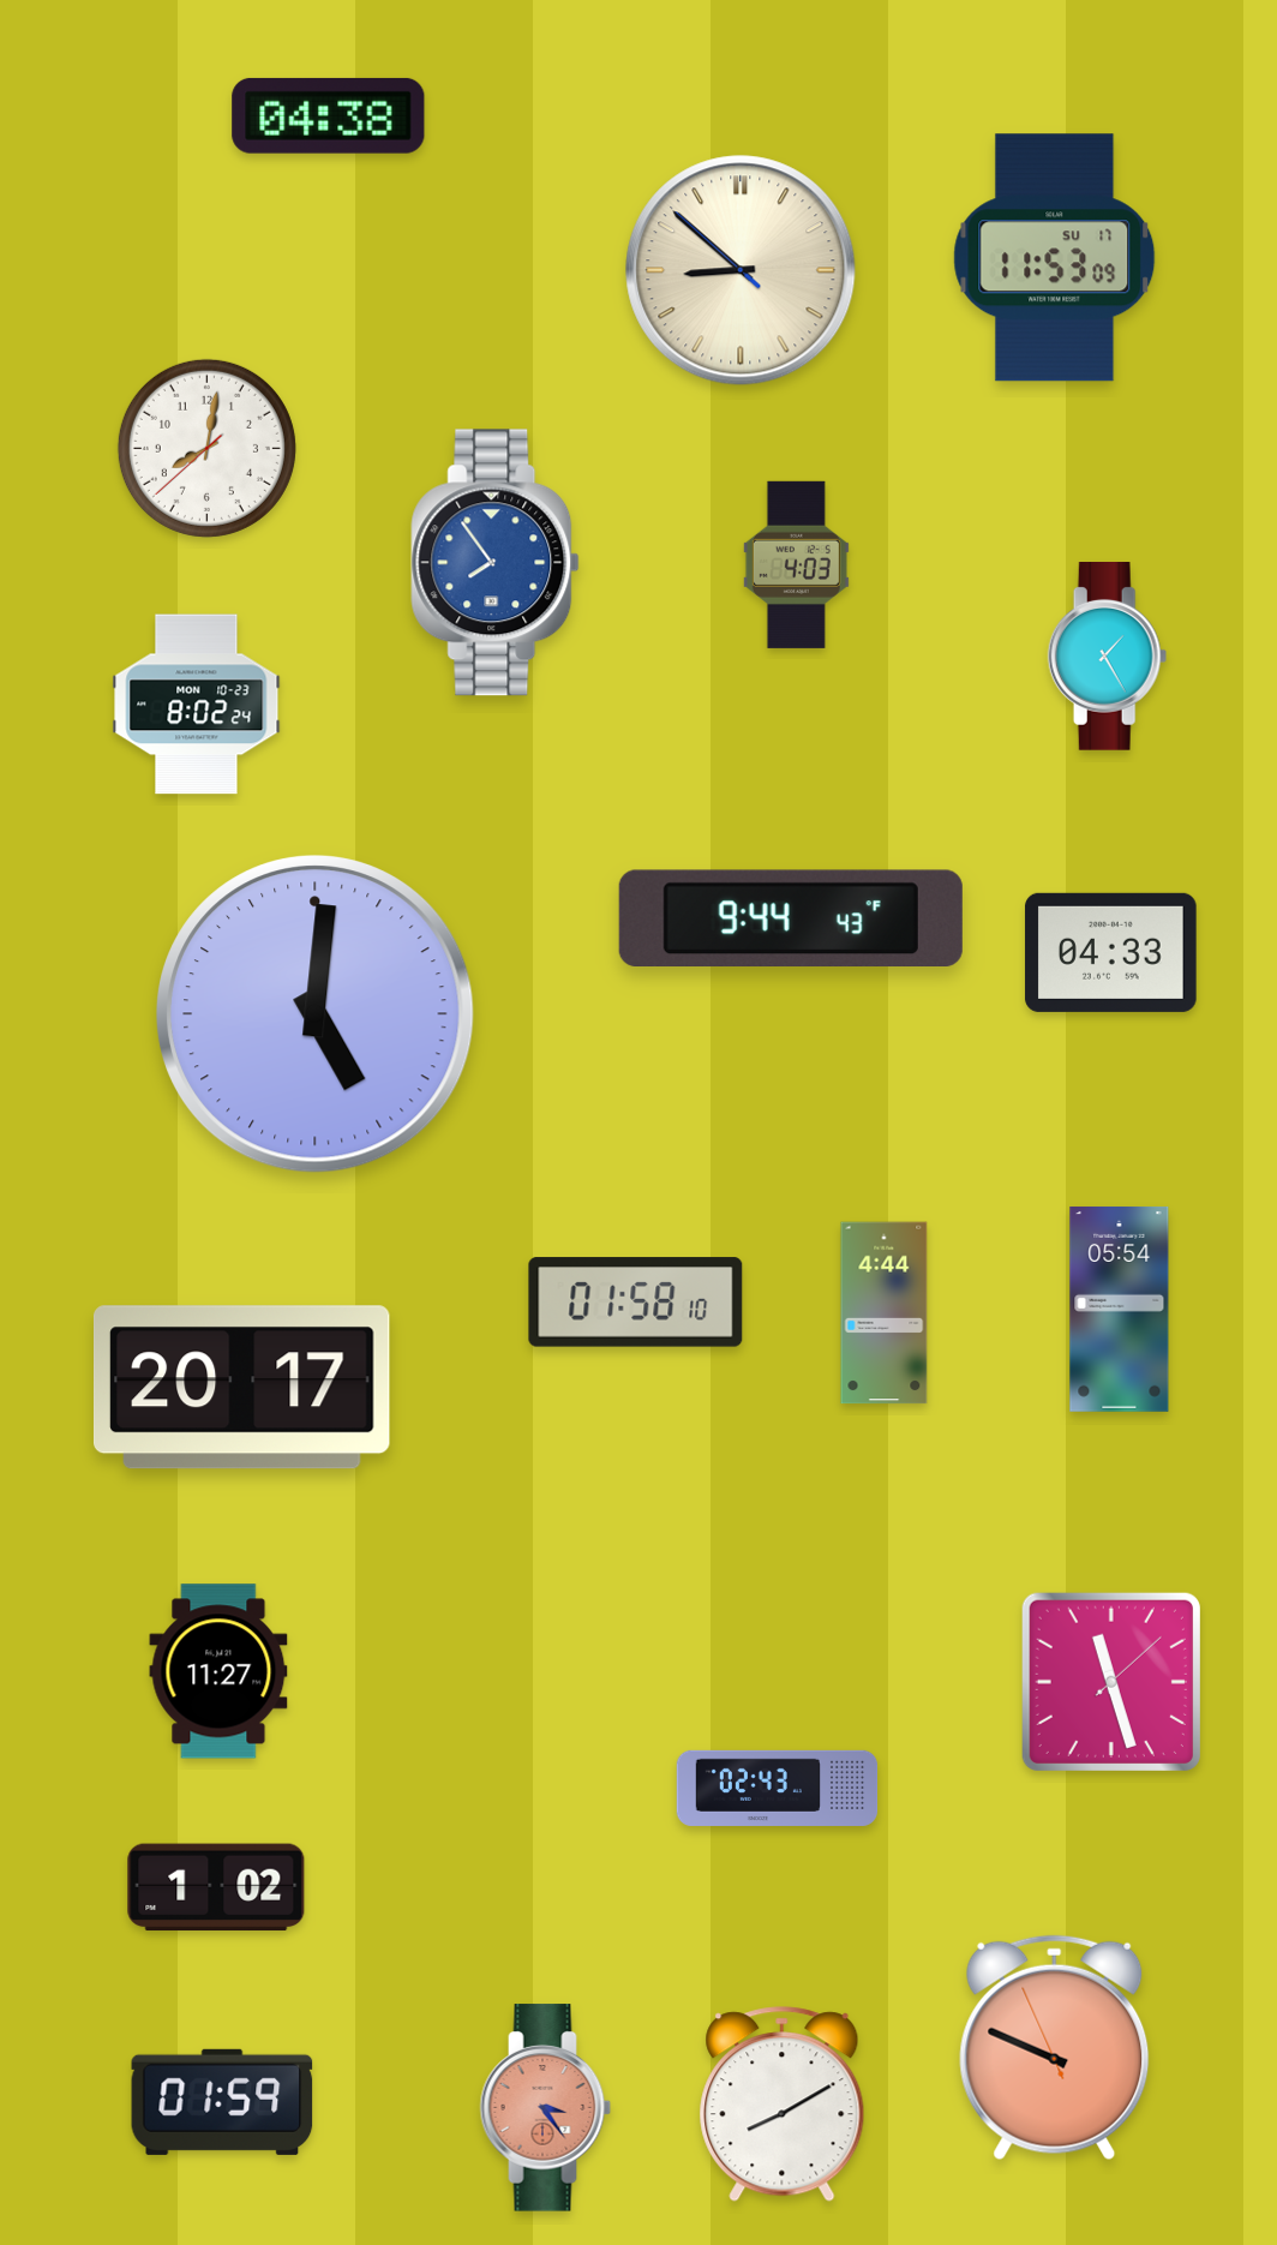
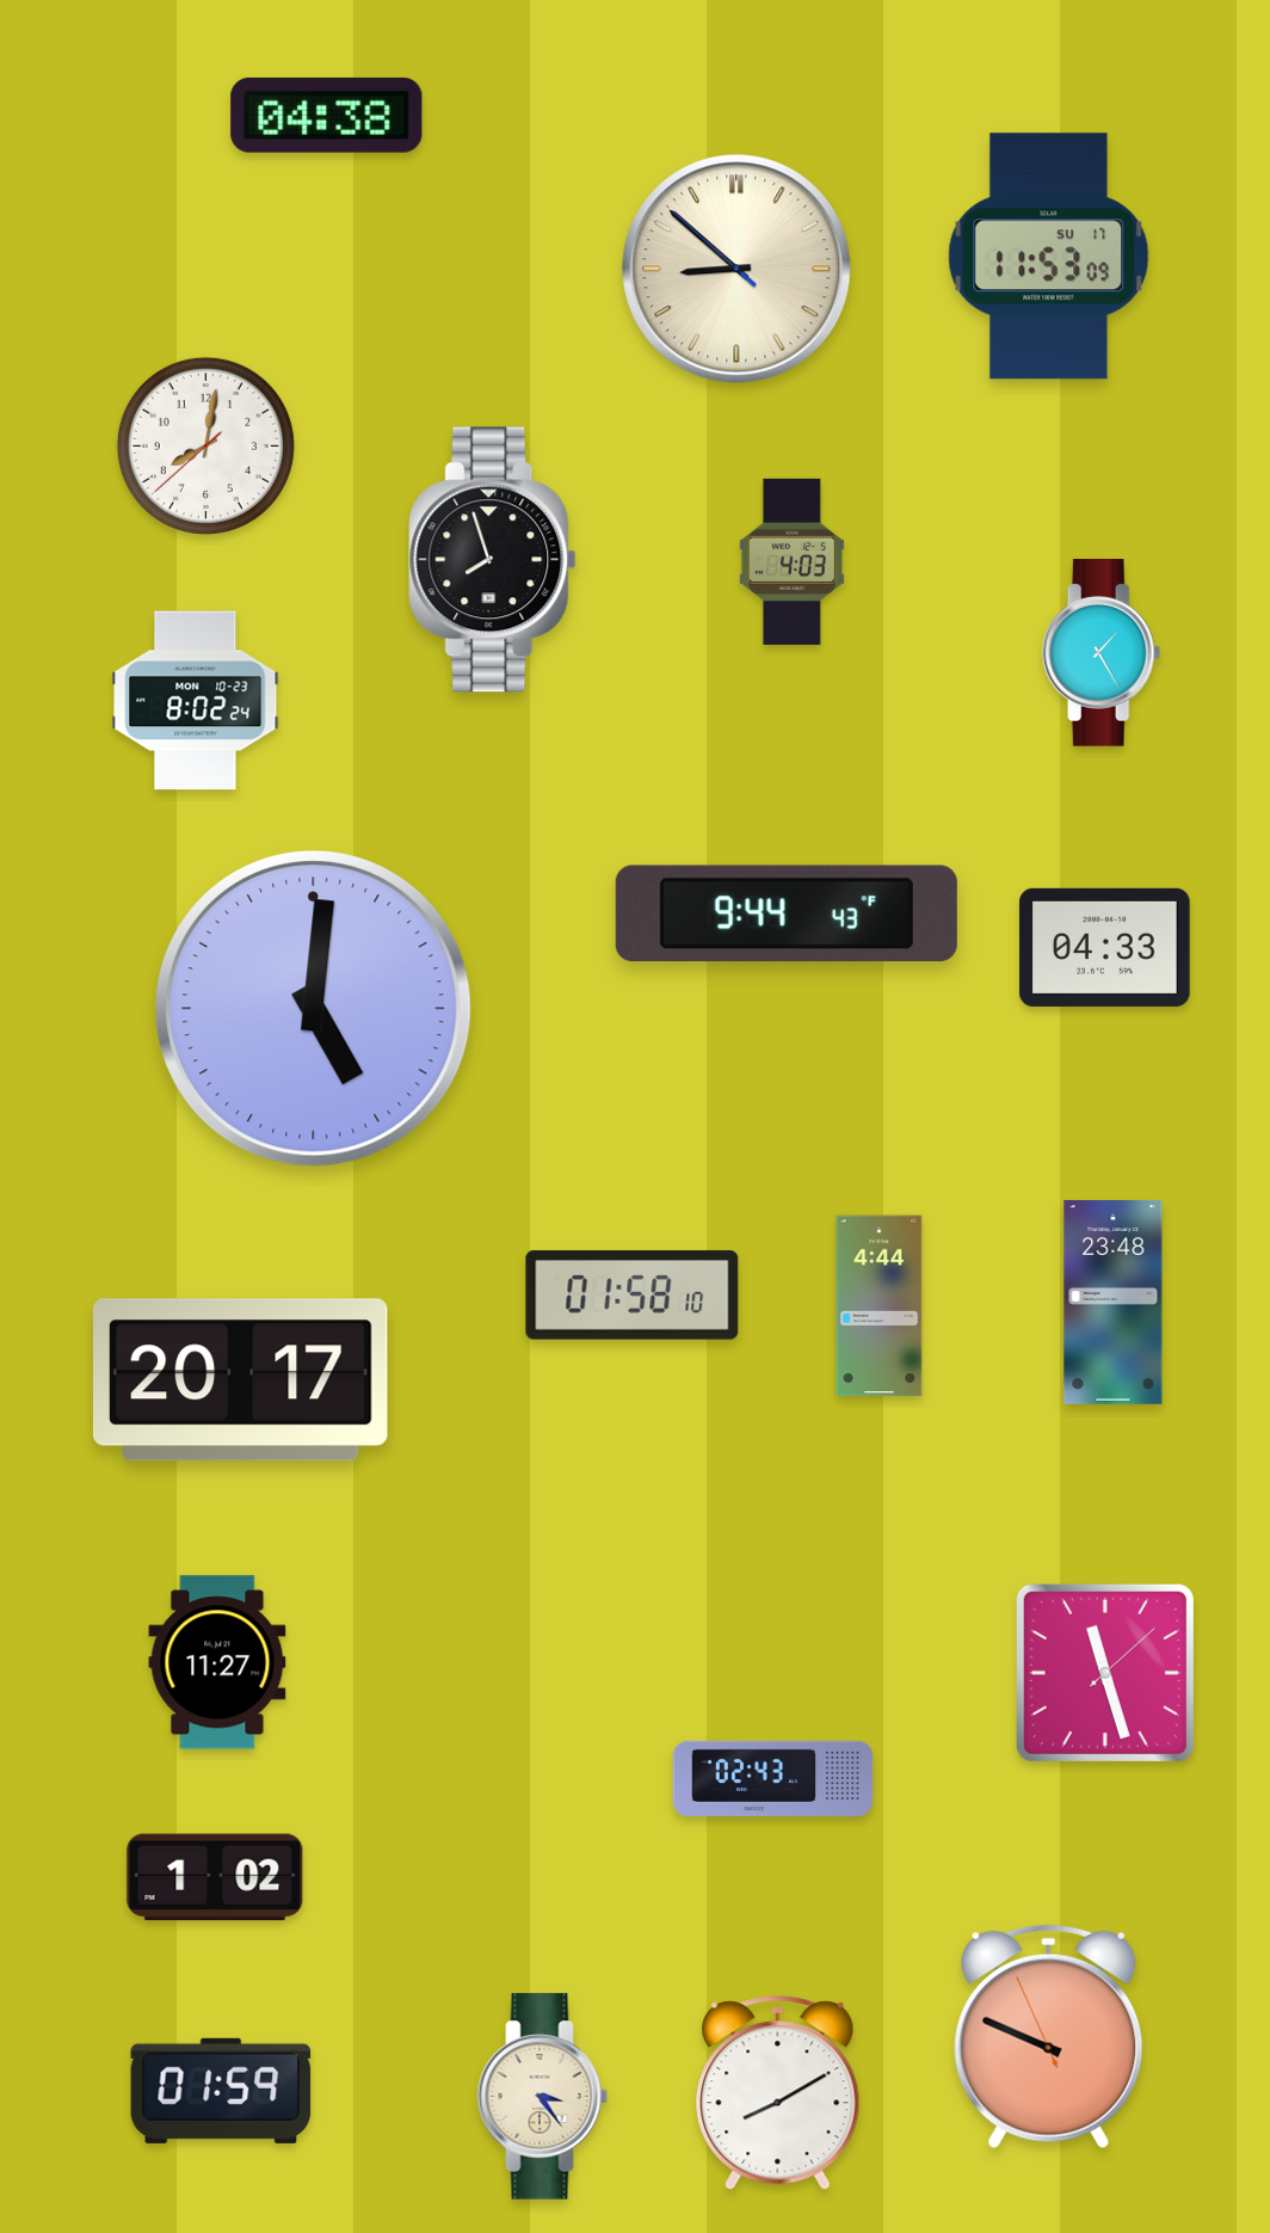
clock at (496, 563): 7:54 -> 7:57
clock at (496, 563) dial: blue -> black
clock at (1120, 1309): 05:54 -> 23:48
clock at (546, 2108) dial: salmon -> cream
